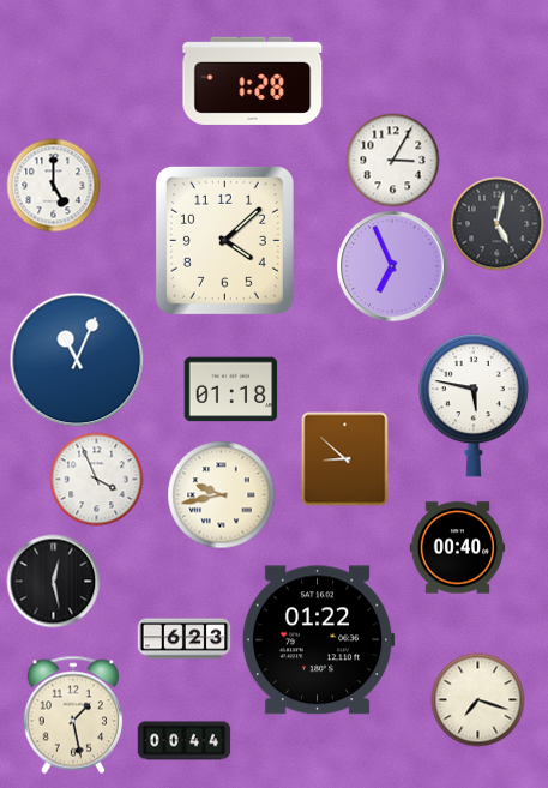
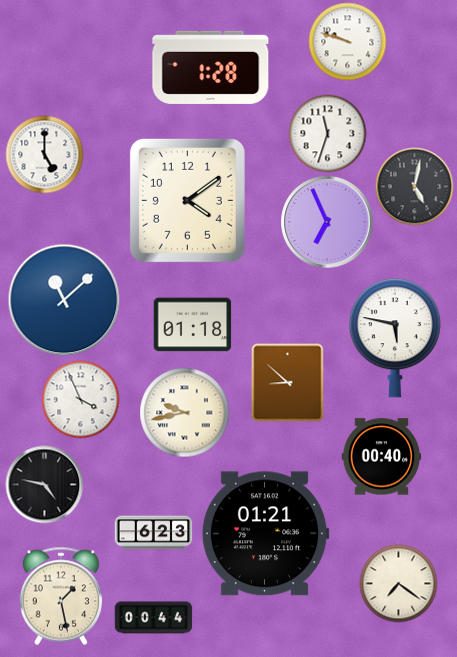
clock at (347, 41): none -> 9:48
clock at (392, 160): 3:05 -> 11:33
clock at (224, 240): 4:08 -> 4:09
clock at (77, 360): 11:04 -> 11:08
clock at (53, 581): 12:28 -> 4:47
clock at (318, 640): 01:22 -> 01:21
clock at (477, 699): 7:18 -> 7:21
